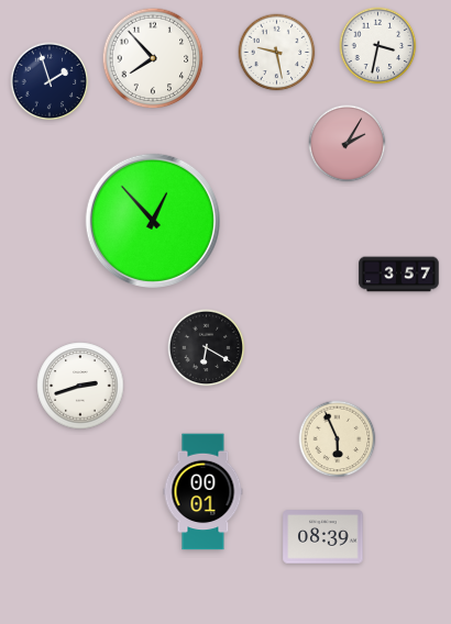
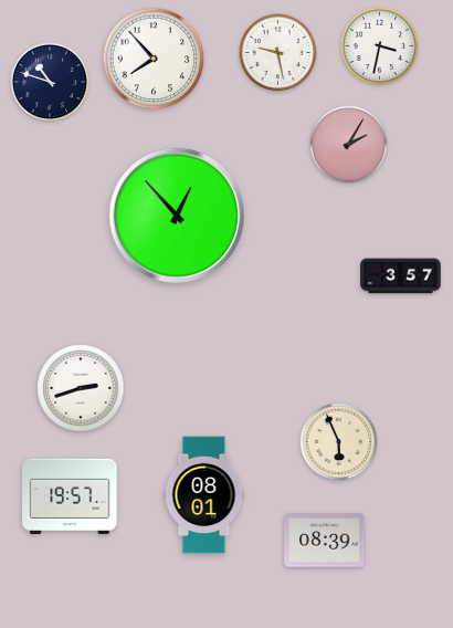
clock at (50, 81): 1:57 -> 10:48
clock at (153, 221) position: (153, 221) -> (177, 216)
clock at (207, 348): 6:20 -> none
clock at (204, 492): 00:01 -> 08:01
clock at (70, 496): none -> 19:57
